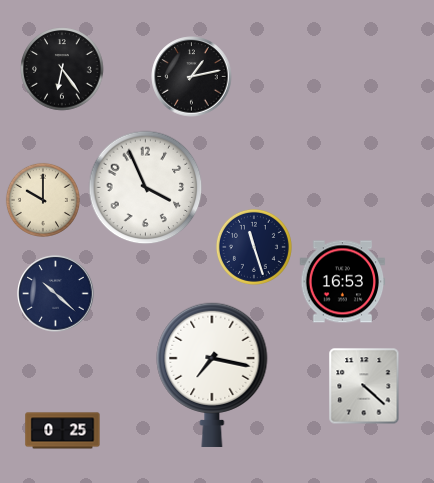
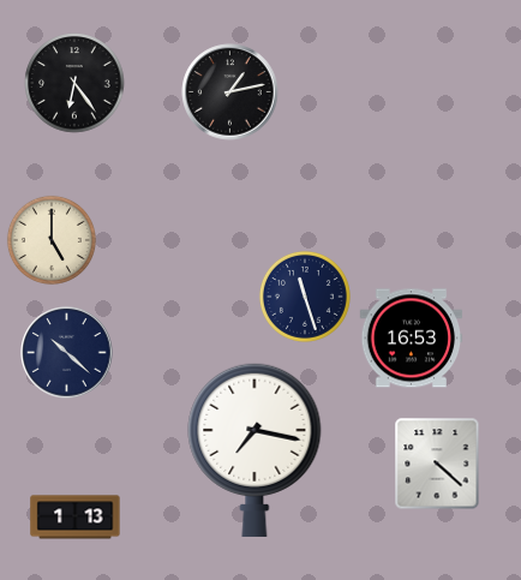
clock at (146, 188): 3:56 -> none
clock at (43, 200): 10:00 -> 5:00
clock at (63, 431): 0:25 -> 1:13
